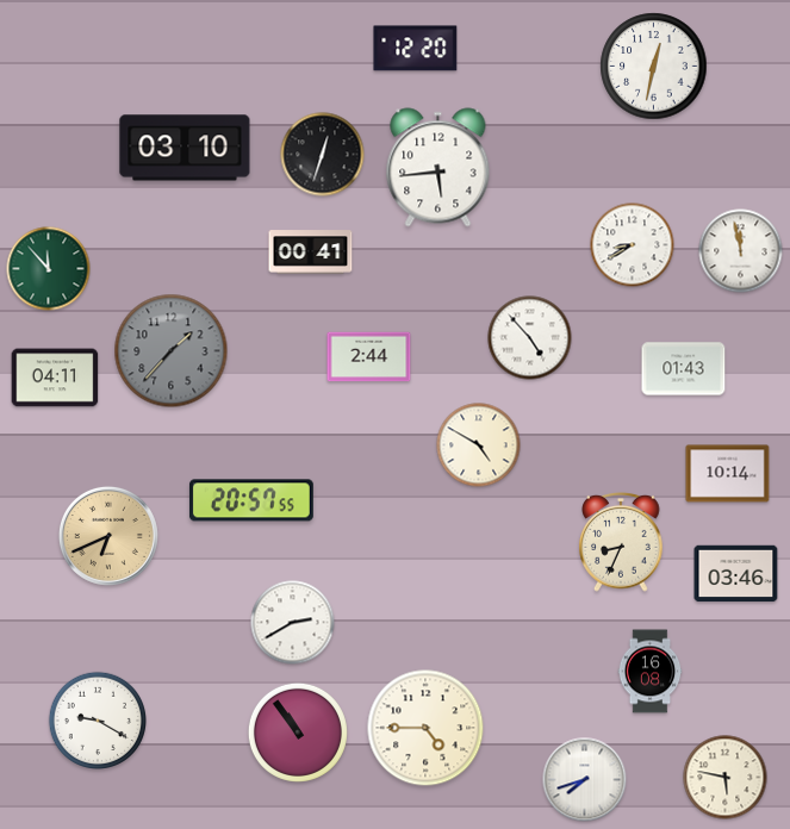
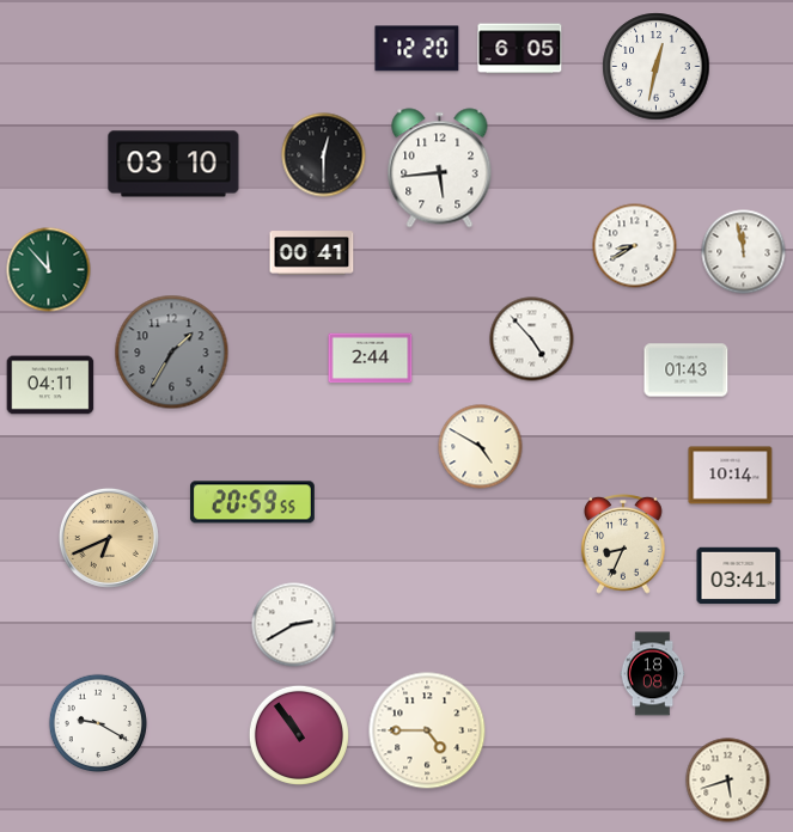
clock at (520, 49): none -> 6:05
clock at (185, 148) position: (185, 148) -> (173, 164)
clock at (323, 155): 12:33 -> 12:30
clock at (172, 351): 1:37 -> 1:35
clock at (55, 378) position: (55, 378) -> (50, 385)
clock at (251, 500): 20:57 -> 20:59
clock at (736, 574): 03:46 -> 03:41
clock at (651, 672): 16:08 -> 18:08
clock at (726, 778): 5:47 -> 5:42
clock at (585, 780): 7:42 -> none
